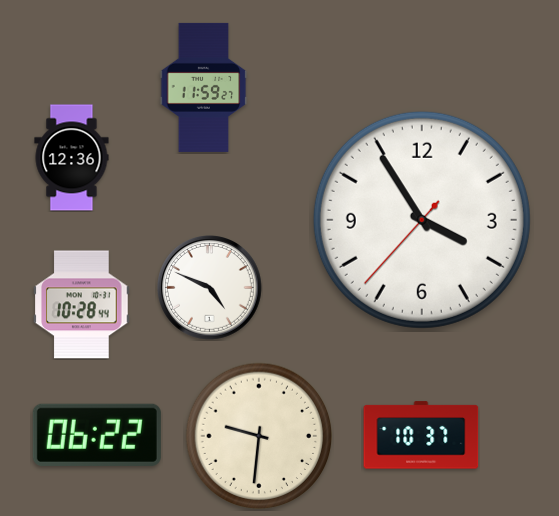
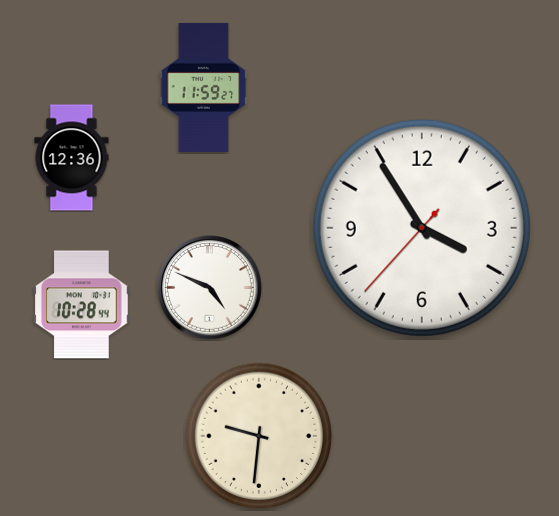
clock at (422, 220) position: (422, 220) -> (422, 228)
clock at (97, 435): 06:22 -> none
clock at (421, 435): 10:37 -> none
